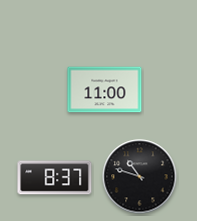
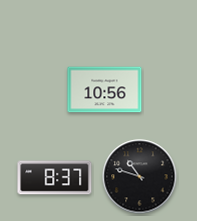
clock at (105, 90): 11:00 -> 10:56
